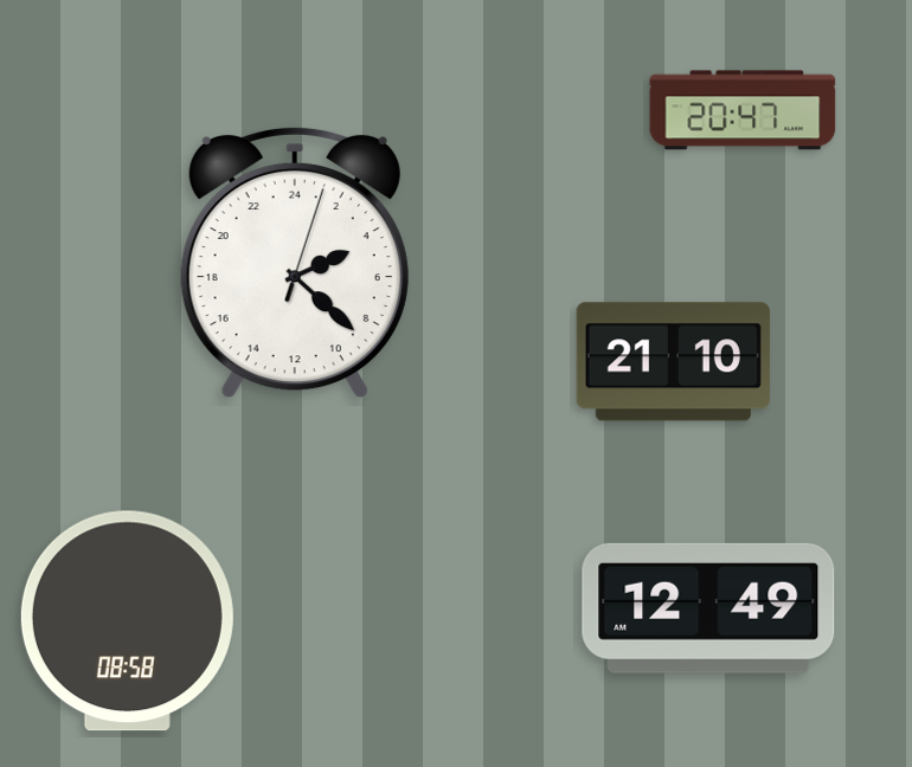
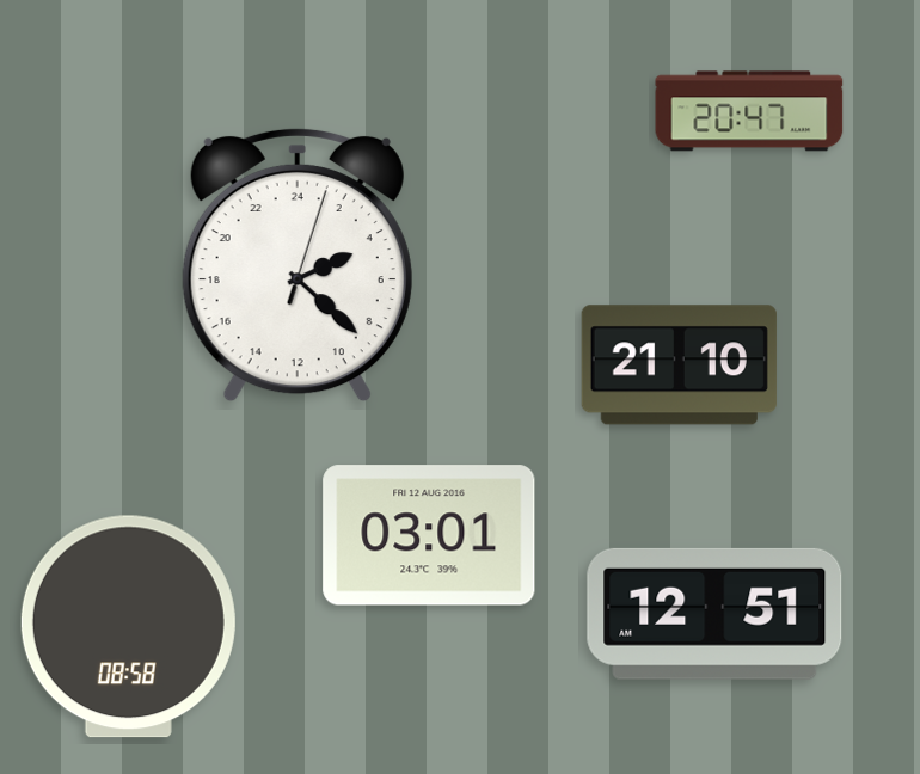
clock at (429, 535): none -> 03:01
clock at (708, 608): 12:49 -> 12:51
